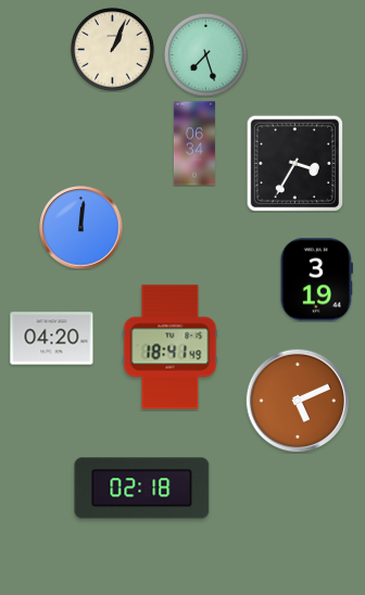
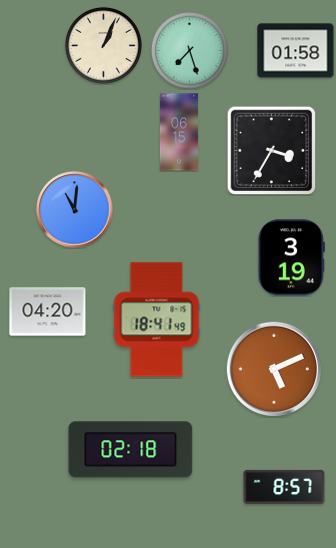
clock at (296, 51): none -> 01:58
clock at (194, 143): 06:34 -> 06:15
clock at (81, 228): 12:01 -> 11:01
clock at (284, 487): none -> 8:57
